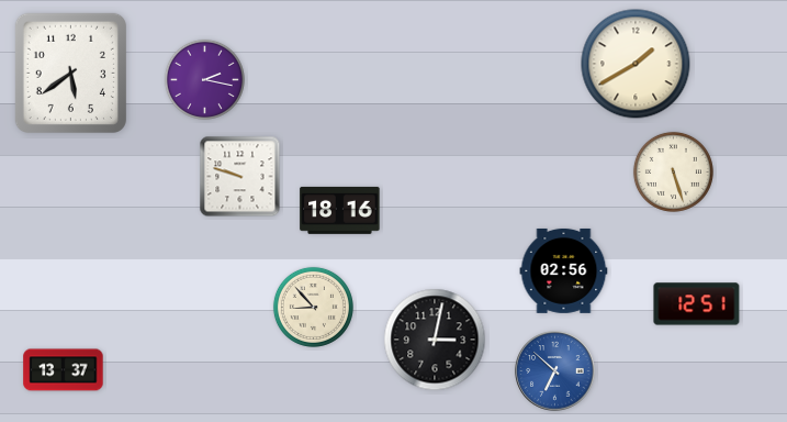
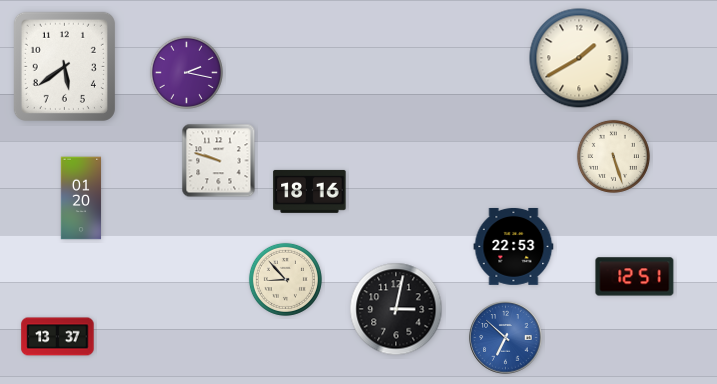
clock at (81, 198): none -> 01:20
clock at (564, 271): 02:56 -> 22:53
